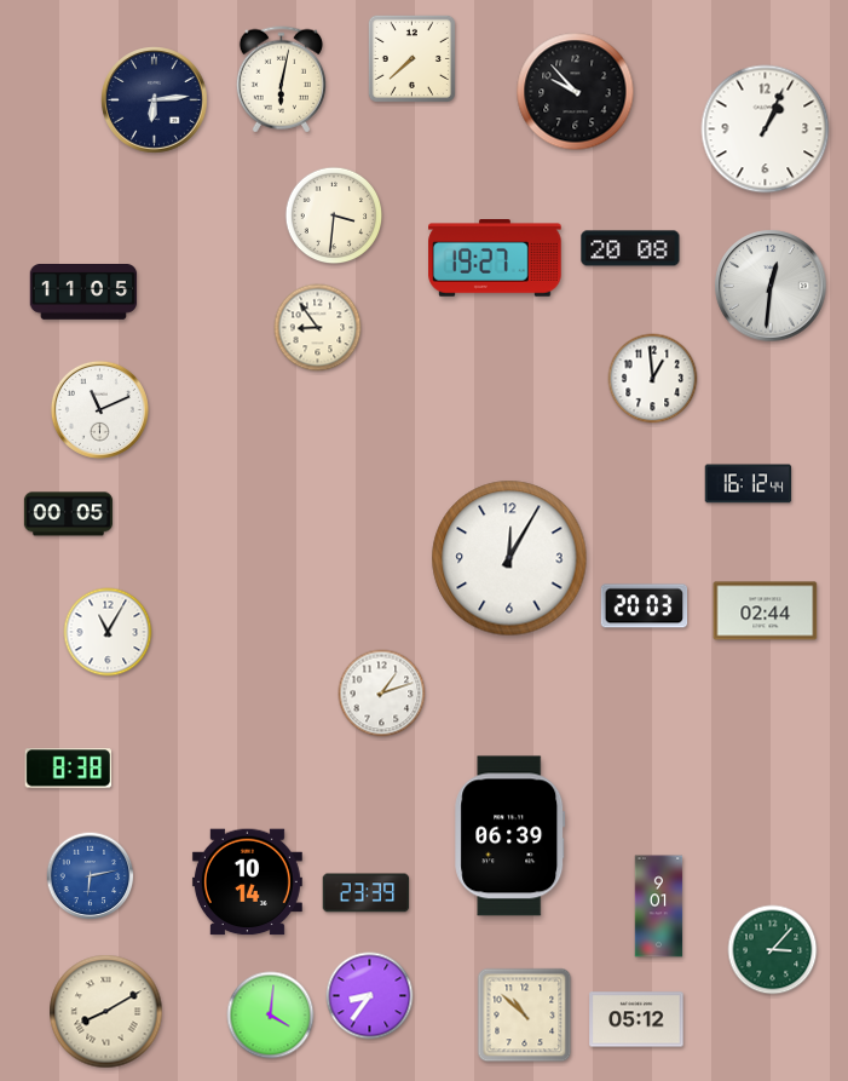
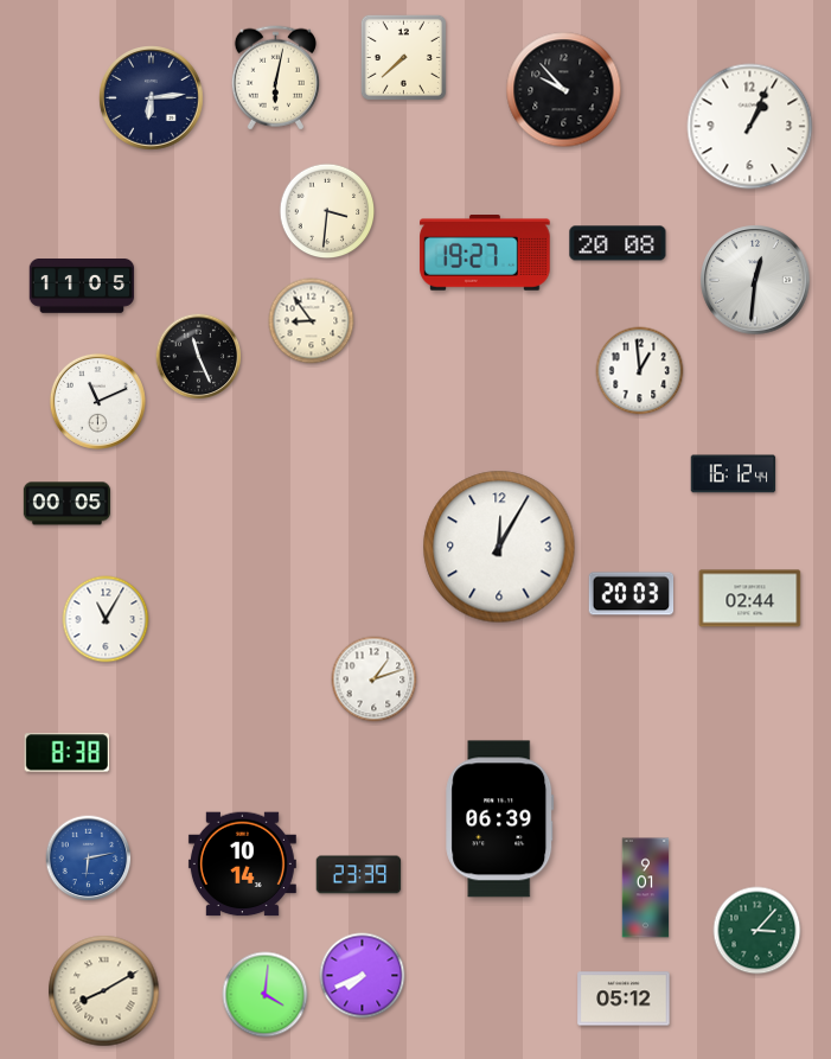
clock at (199, 357): none -> 11:26
clock at (370, 996): 8:36 -> 7:41
clock at (525, 1016): 10:52 -> none
